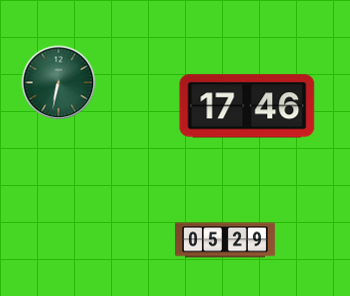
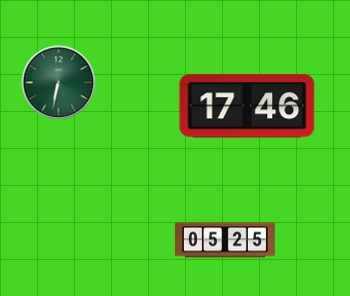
clock at (225, 240): 05:29 -> 05:25
